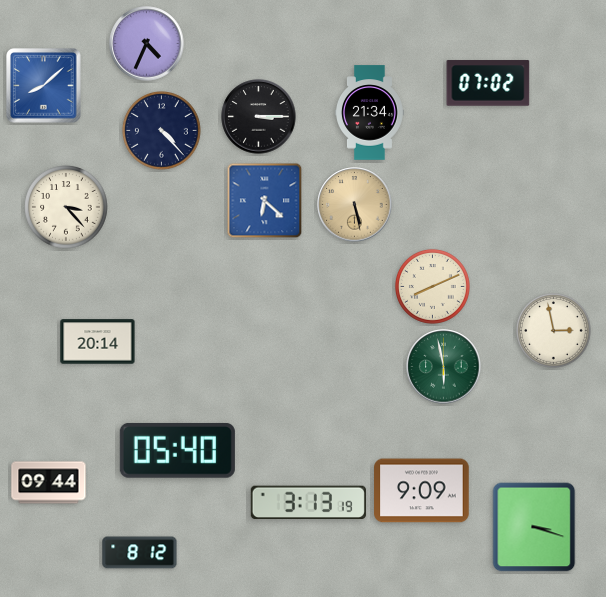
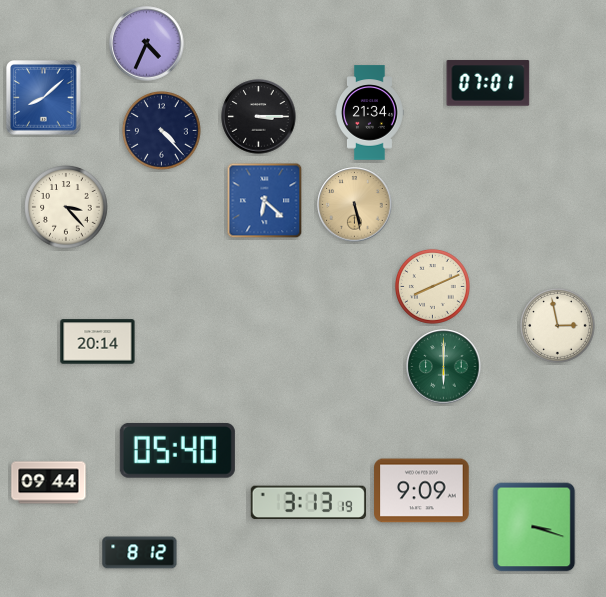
clock at (488, 83): 07:02 -> 07:01
clock at (44, 86) position: (44, 86) -> (44, 98)
clock at (553, 330) position: (553, 330) -> (557, 325)
clock at (444, 367): 5:58 -> 6:00
